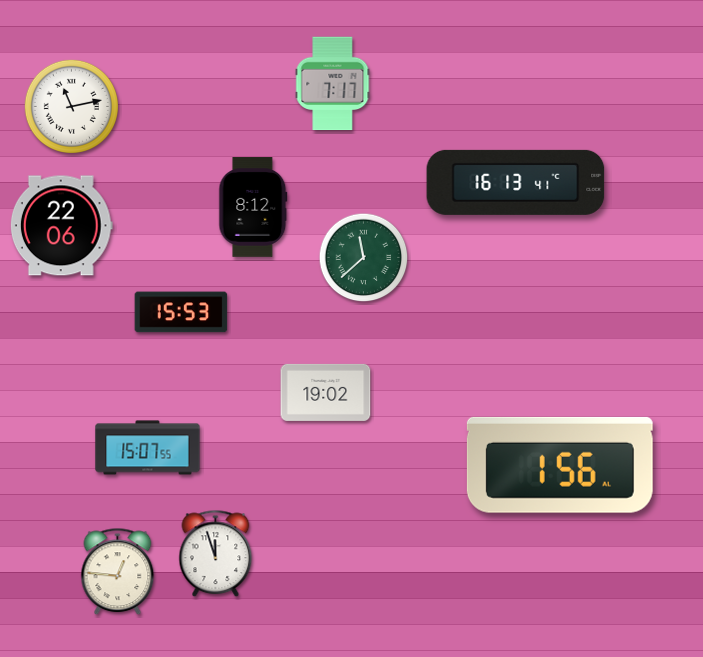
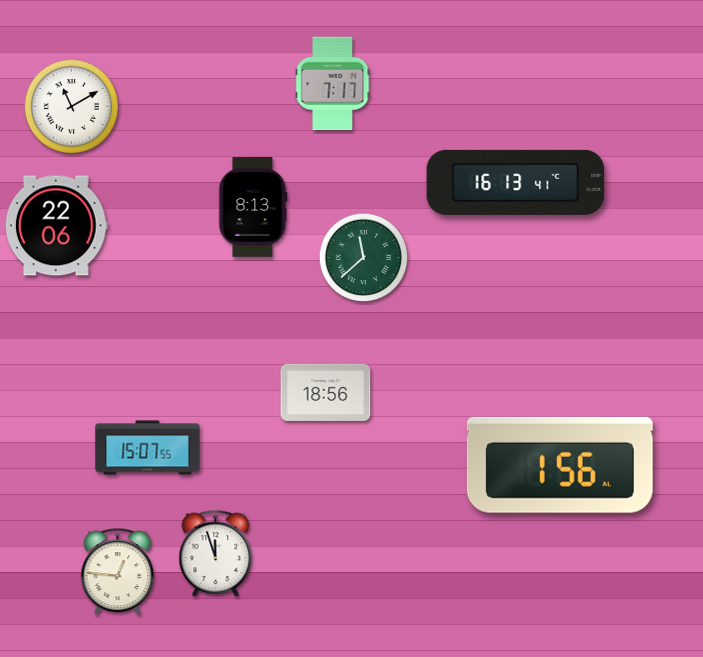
clock at (71, 106): 11:13 -> 11:10
clock at (253, 207): 8:12 -> 8:13
clock at (61, 226) position: (61, 226) -> (56, 226)
clock at (181, 312): 15:53 -> none
clock at (326, 392): 19:02 -> 18:56
